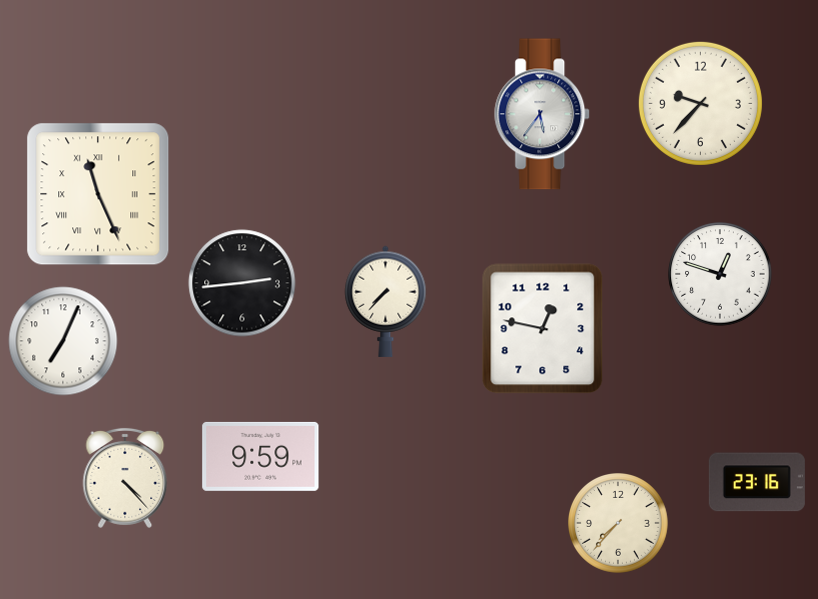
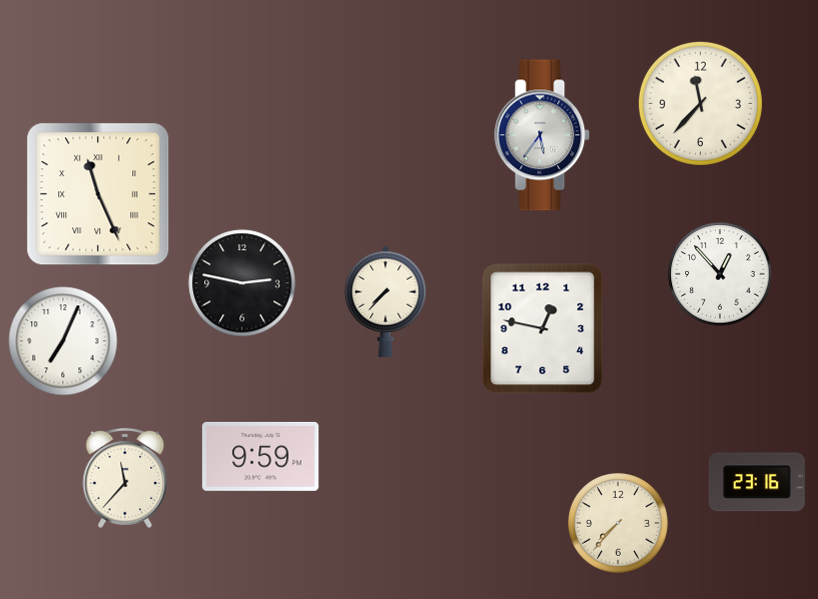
clock at (700, 103): 9:37 -> 11:37
clock at (543, 114) position: (543, 114) -> (543, 135)
clock at (720, 274): 12:48 -> 12:53
clock at (242, 283): 2:44 -> 2:47
clock at (125, 478): 4:23 -> 11:37
